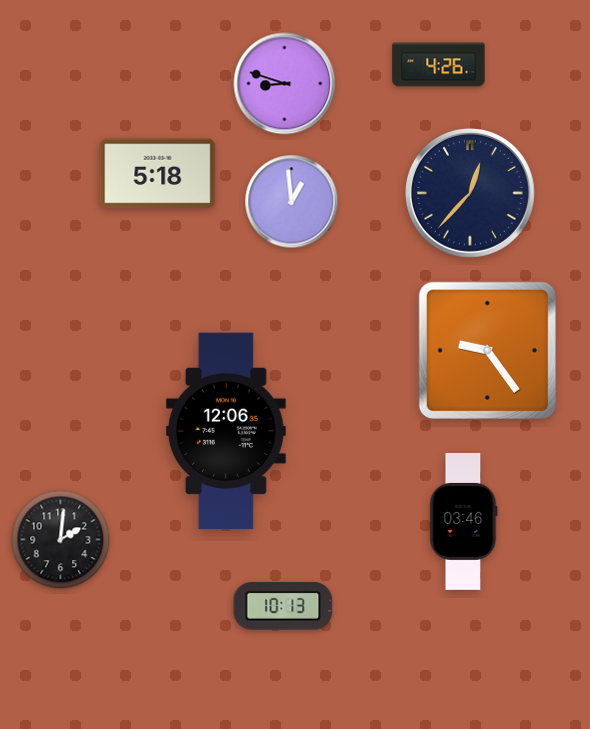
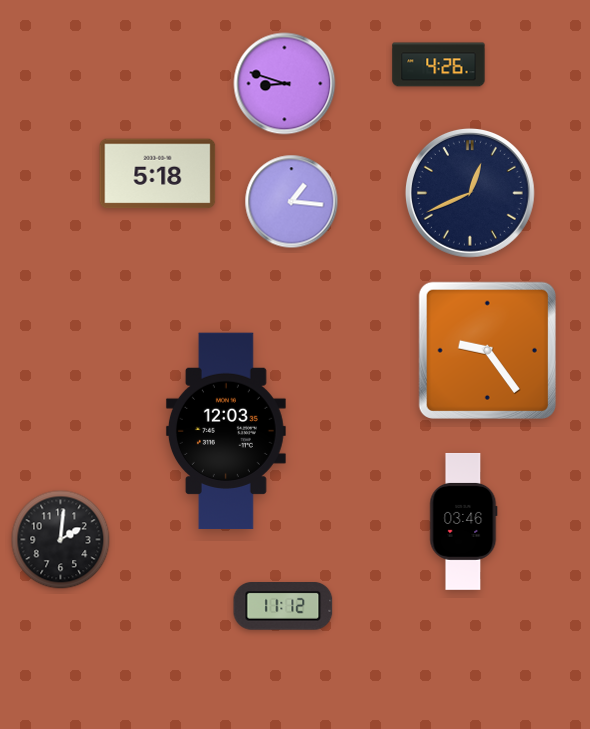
clock at (470, 193): 12:37 -> 12:41
clock at (292, 202): 12:59 -> 1:16
clock at (226, 431): 12:06 -> 12:03
clock at (283, 607): 10:13 -> 11:12
